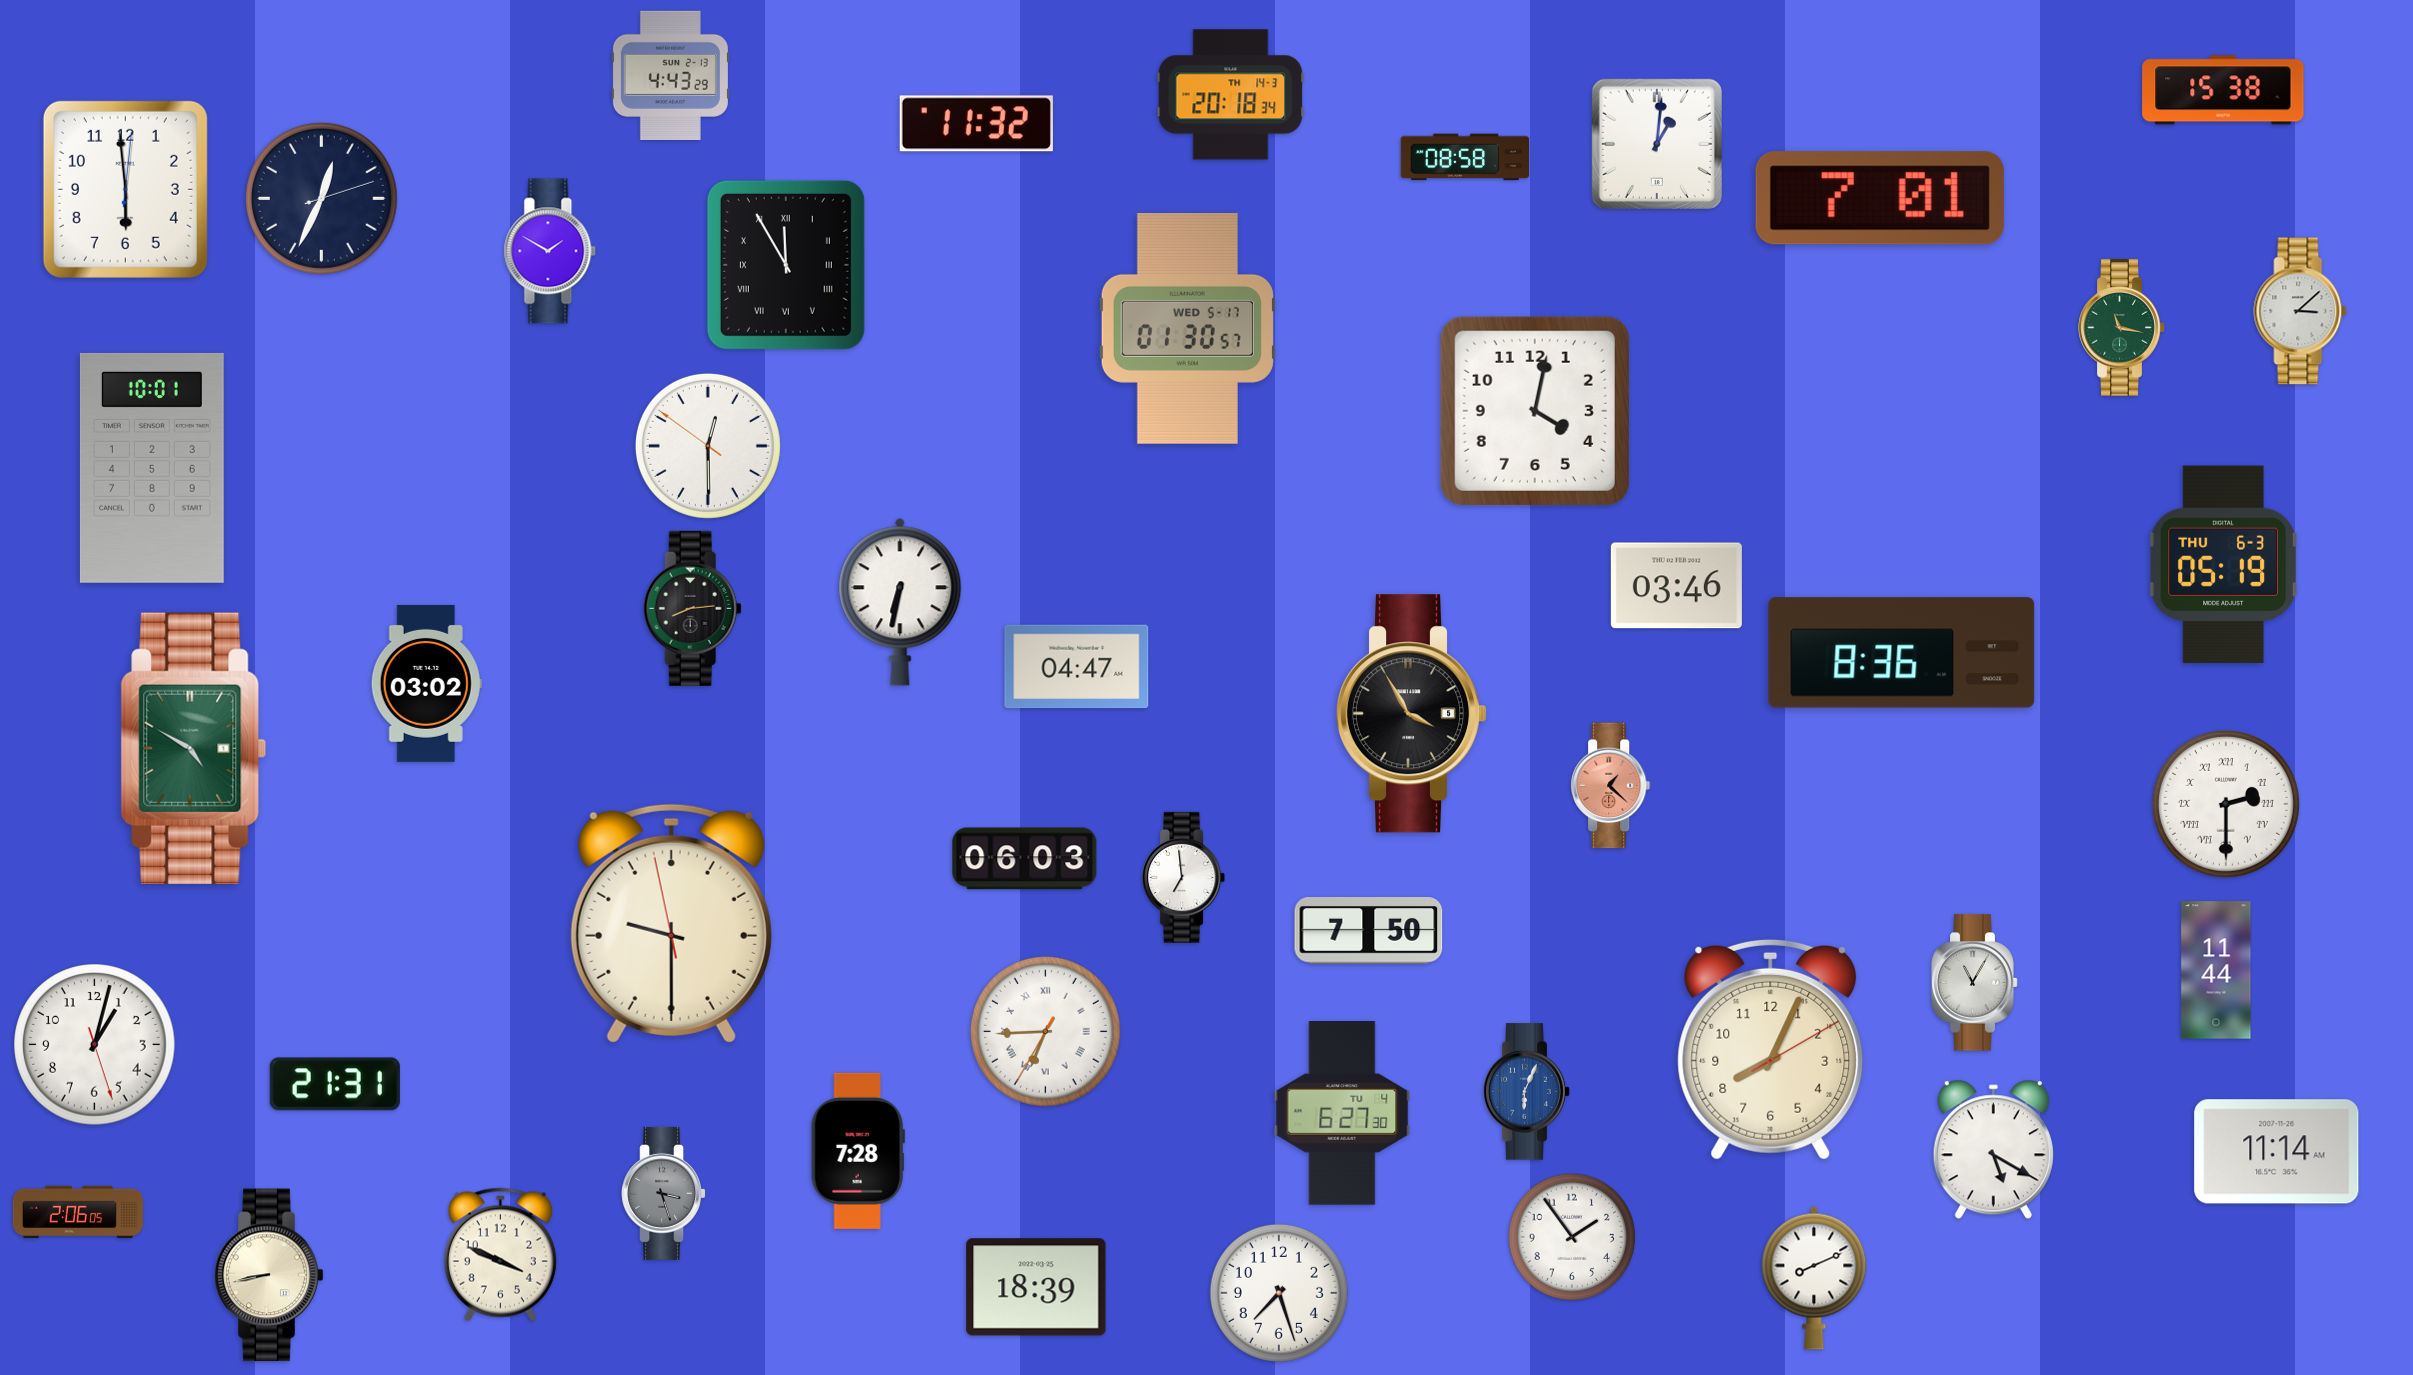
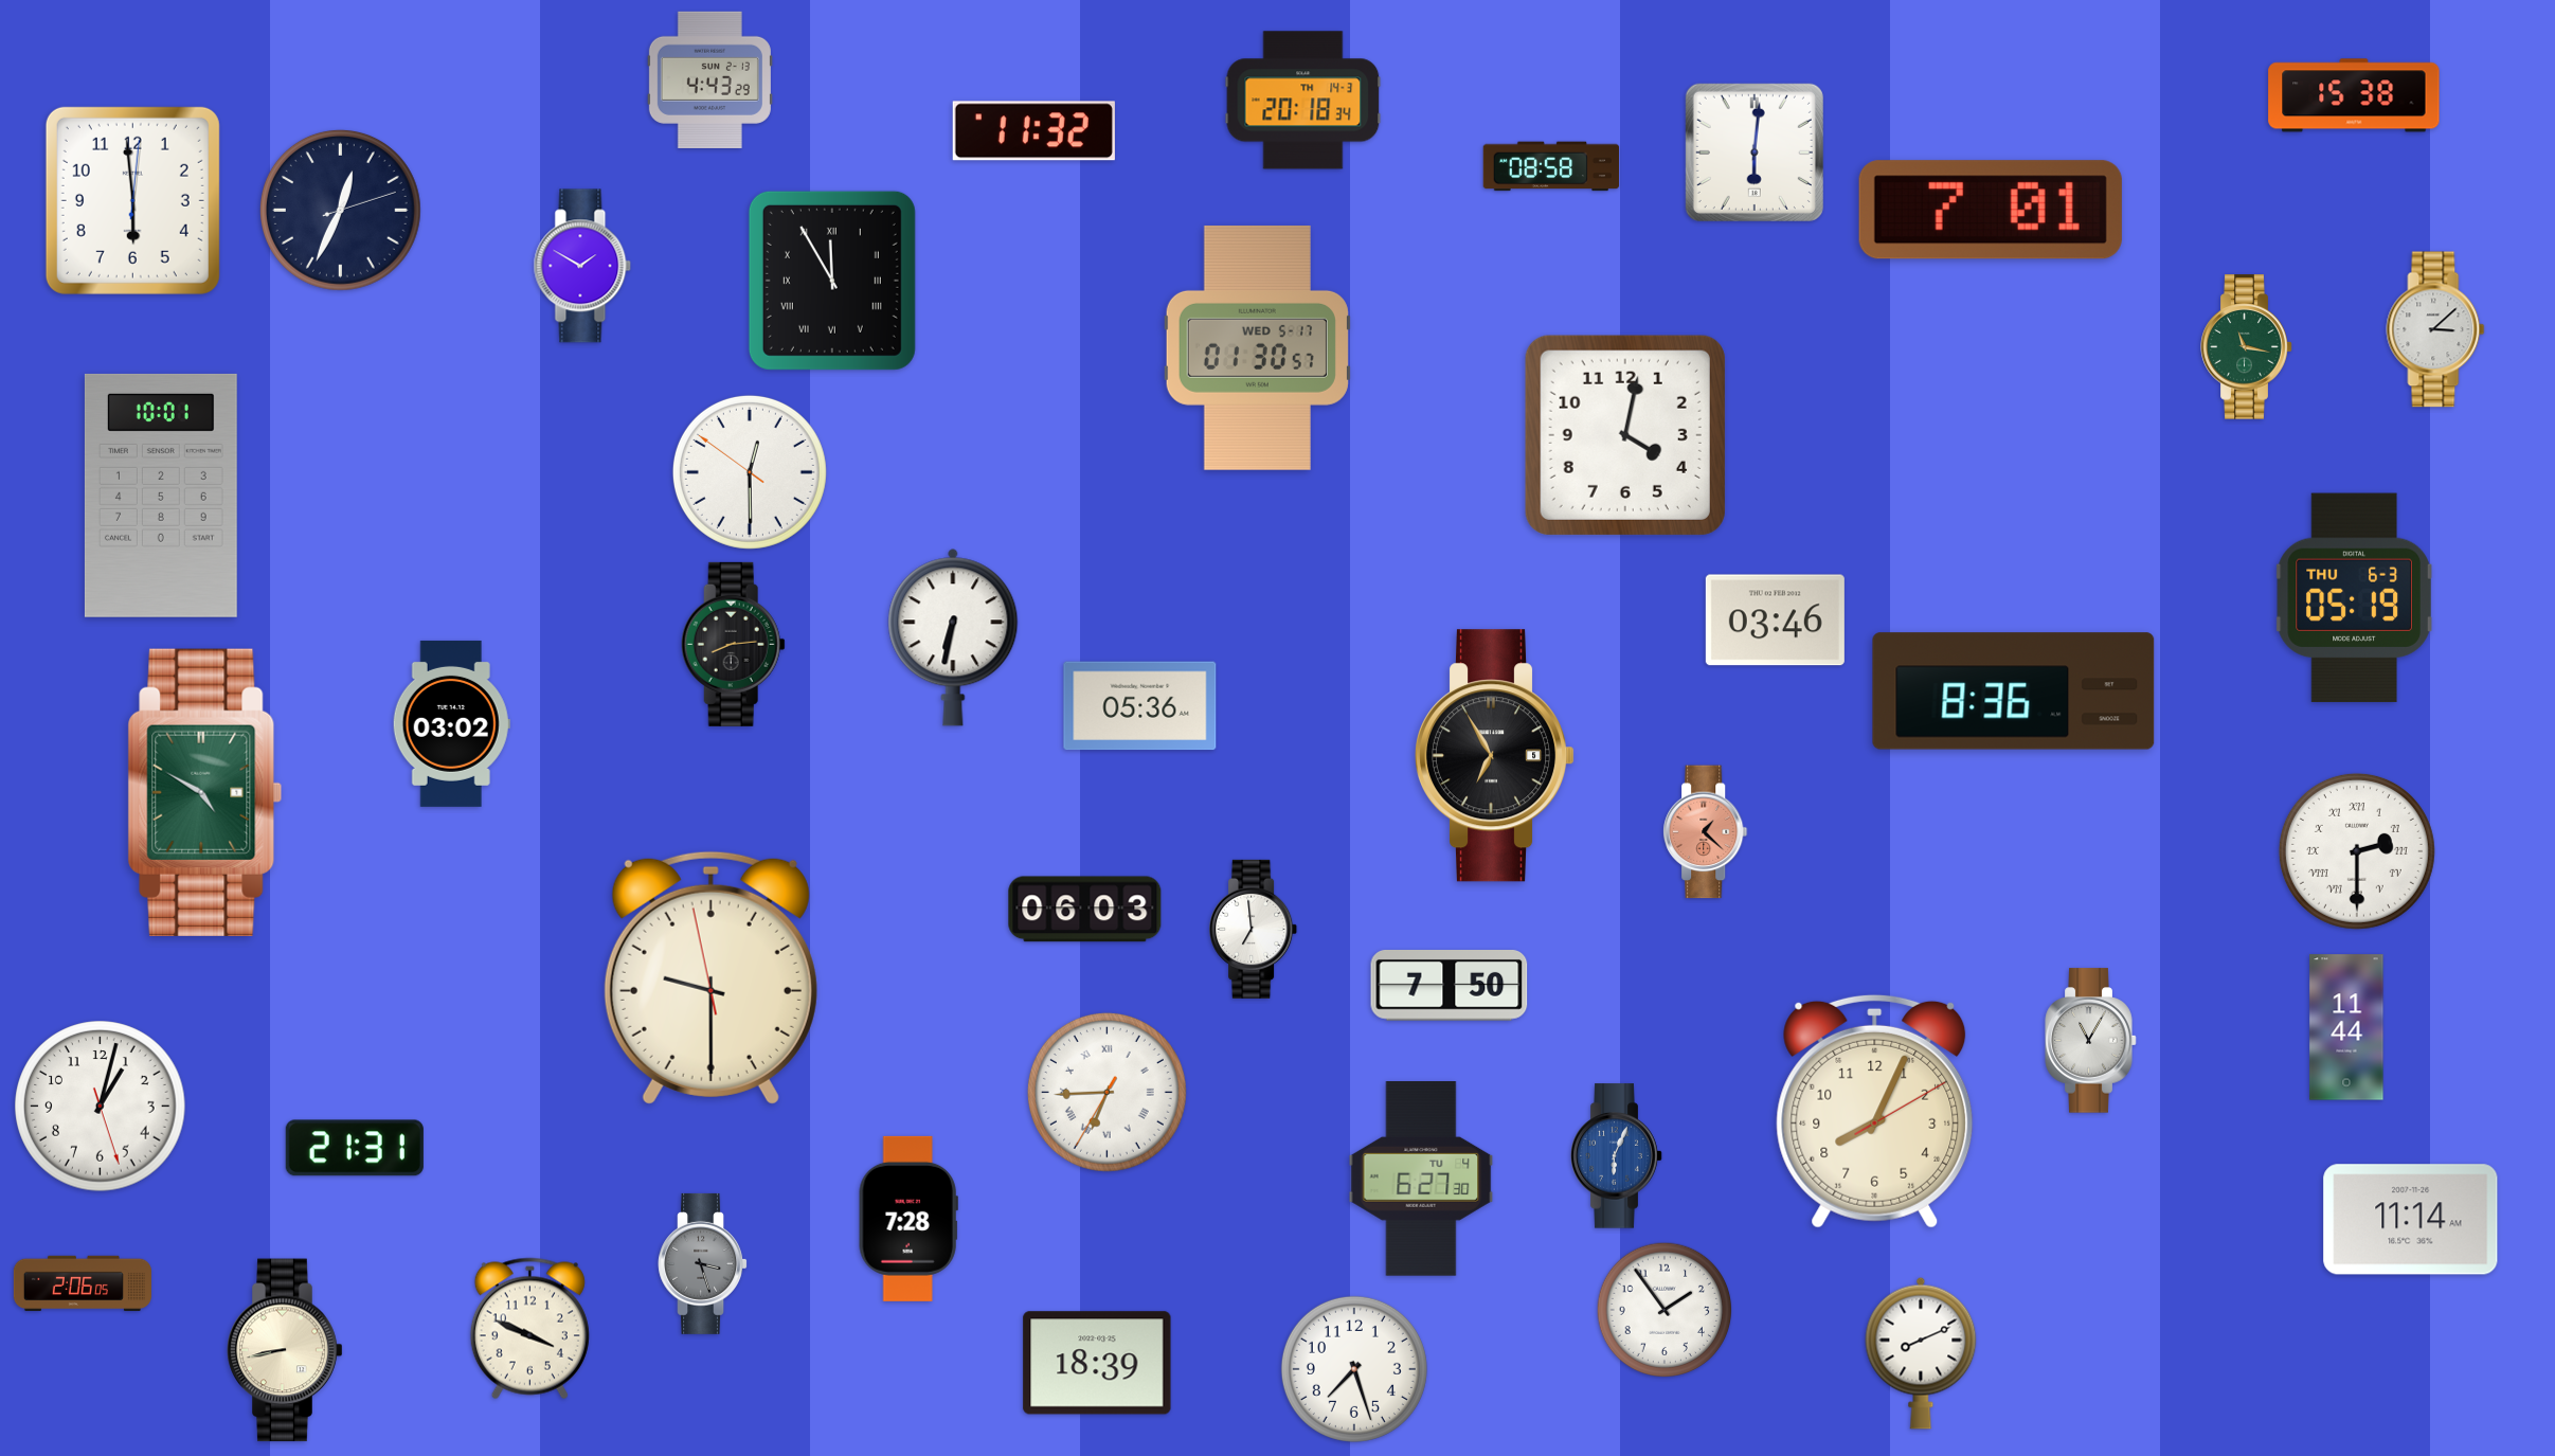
clock at (1657, 144): 1:01 -> 6:01
clock at (1077, 667): 04:47 -> 05:36
clock at (1413, 714): 3:55 -> 6:55
clock at (1993, 1150): 5:20 -> none
